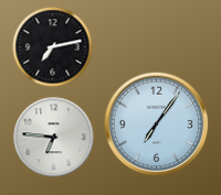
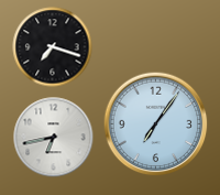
clock at (53, 47): 7:13 -> 7:18
clock at (54, 138): 6:46 -> 6:43
